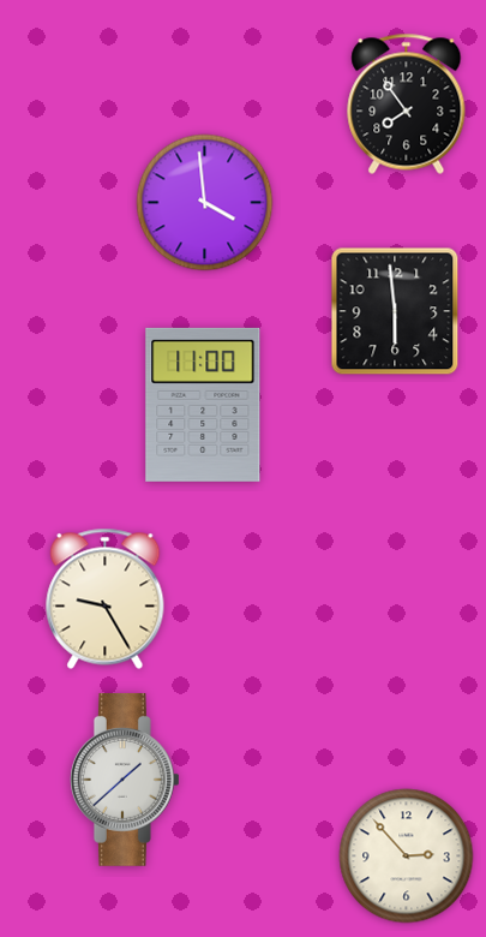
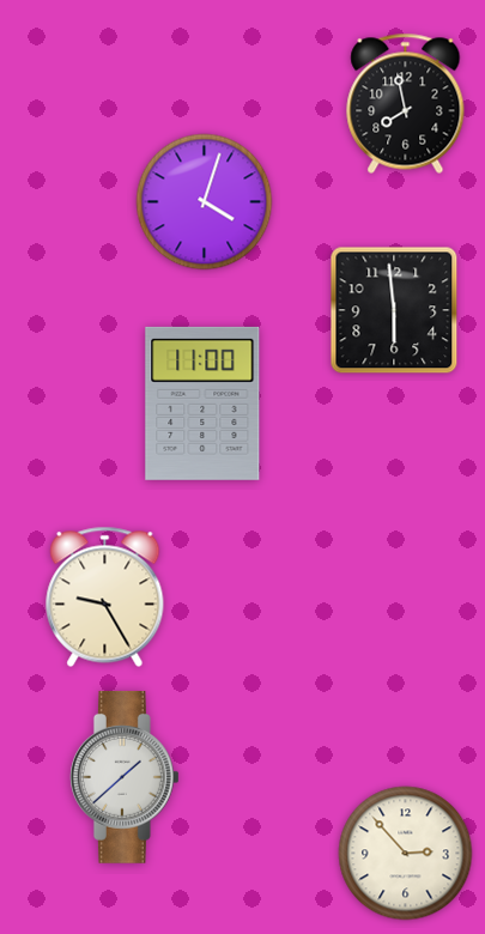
clock at (407, 103): 7:54 -> 7:58
clock at (205, 203): 3:59 -> 4:03
